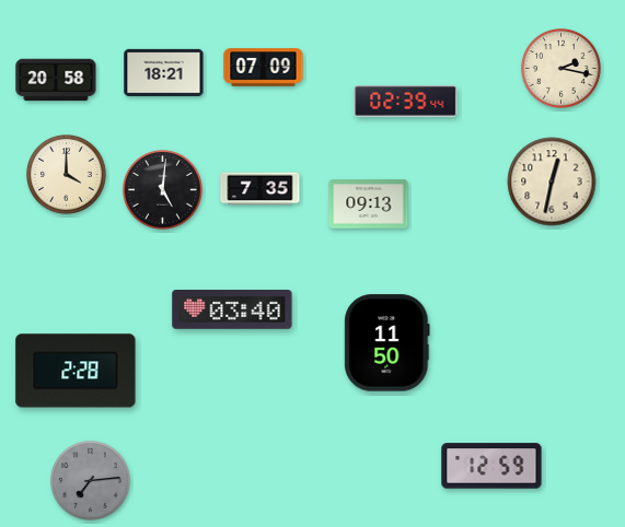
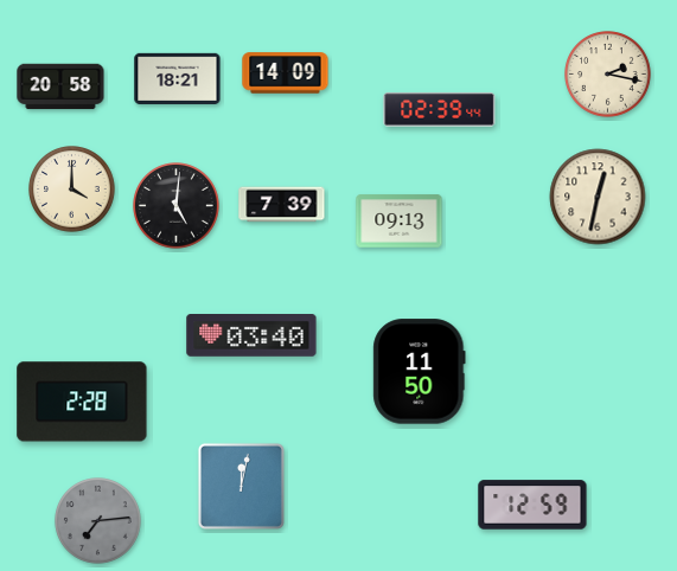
clock at (264, 68): 07:09 -> 14:09
clock at (261, 189): 7:35 -> 7:39
clock at (241, 486): none -> 12:02
